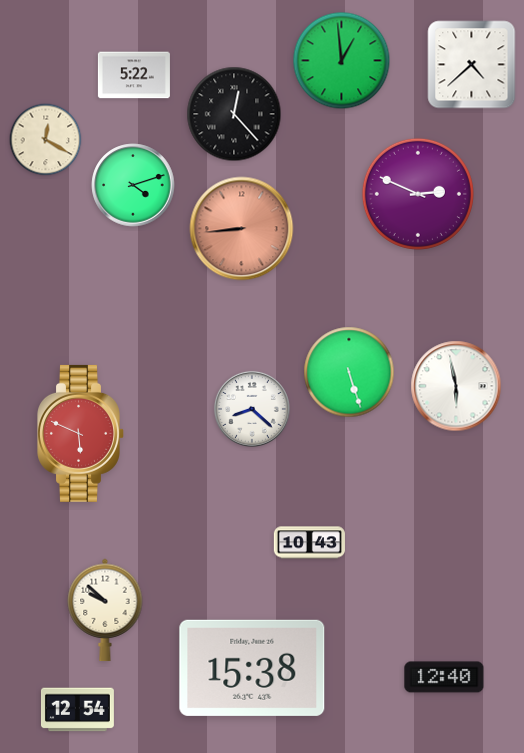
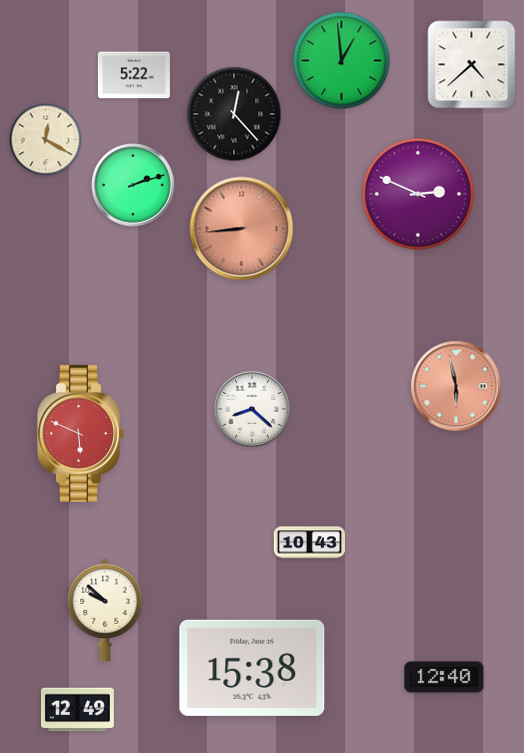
clock at (133, 185): 4:12 -> 2:12
clock at (349, 372): 5:27 -> none
clock at (456, 386) dial: white -> salmon
clock at (77, 710): 12:54 -> 12:49
